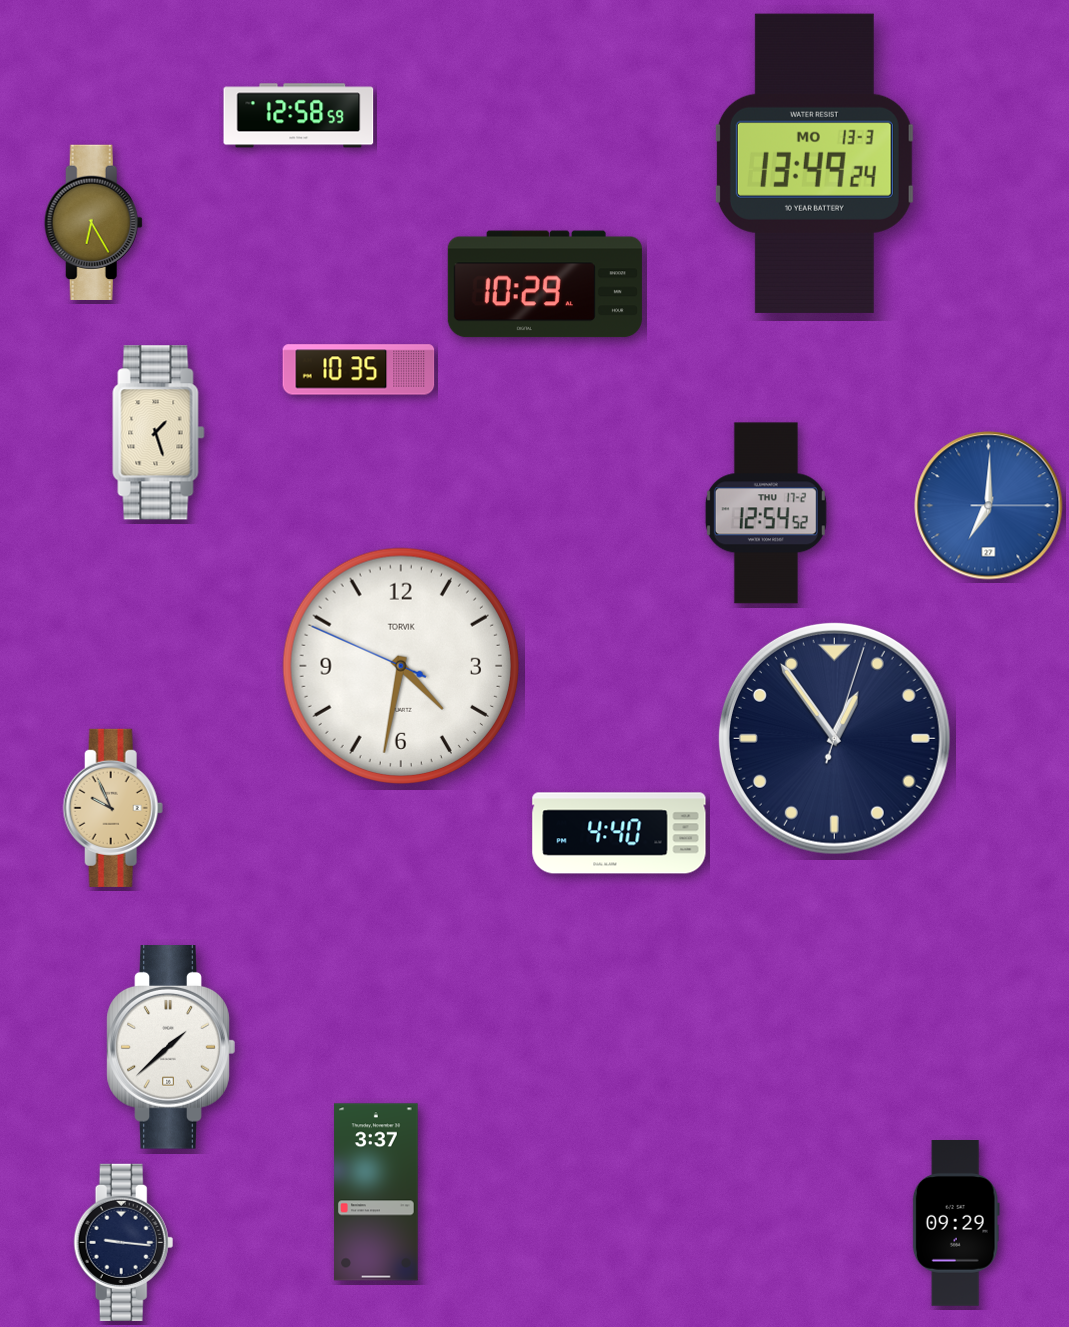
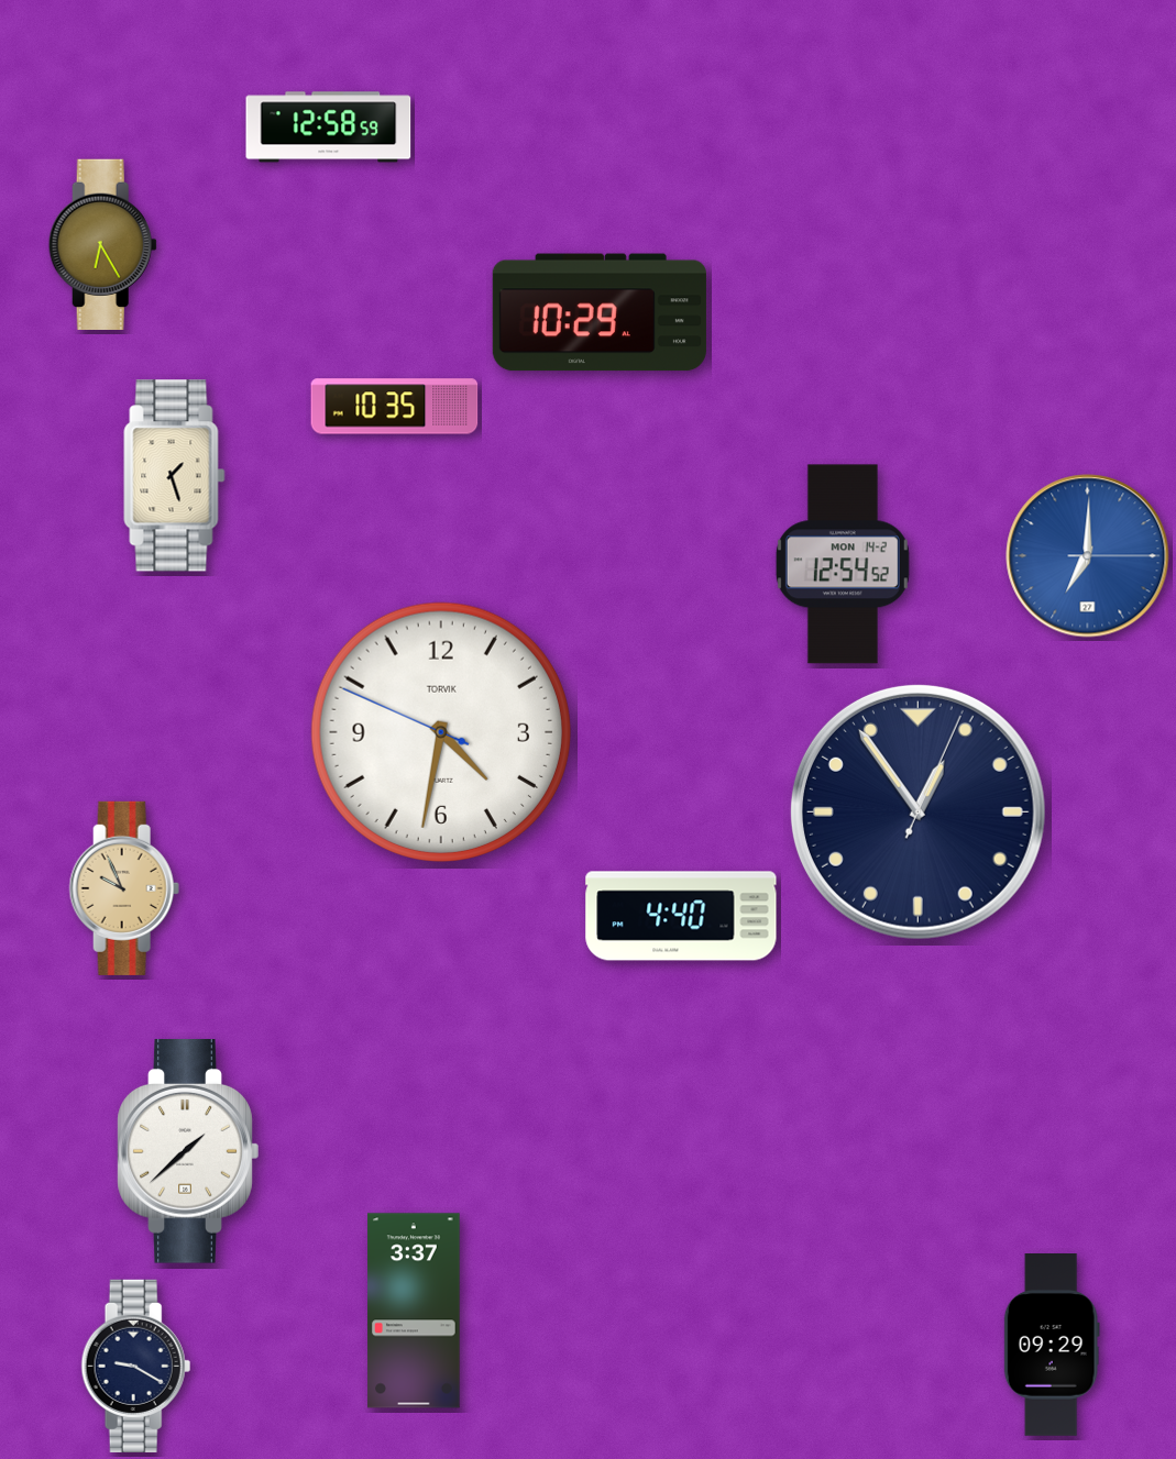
clock at (814, 163): 13:49 -> none
clock at (766, 513) date: THU 17-2 -> MON 14-2
clock at (834, 738): 12:54:03 -> 12:54:04
clock at (124, 1242): 9:16 -> 9:20
